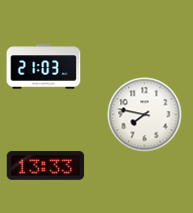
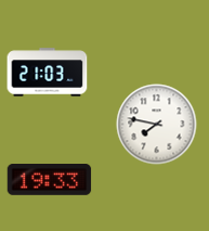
clock at (46, 166): 13:33 -> 19:33
